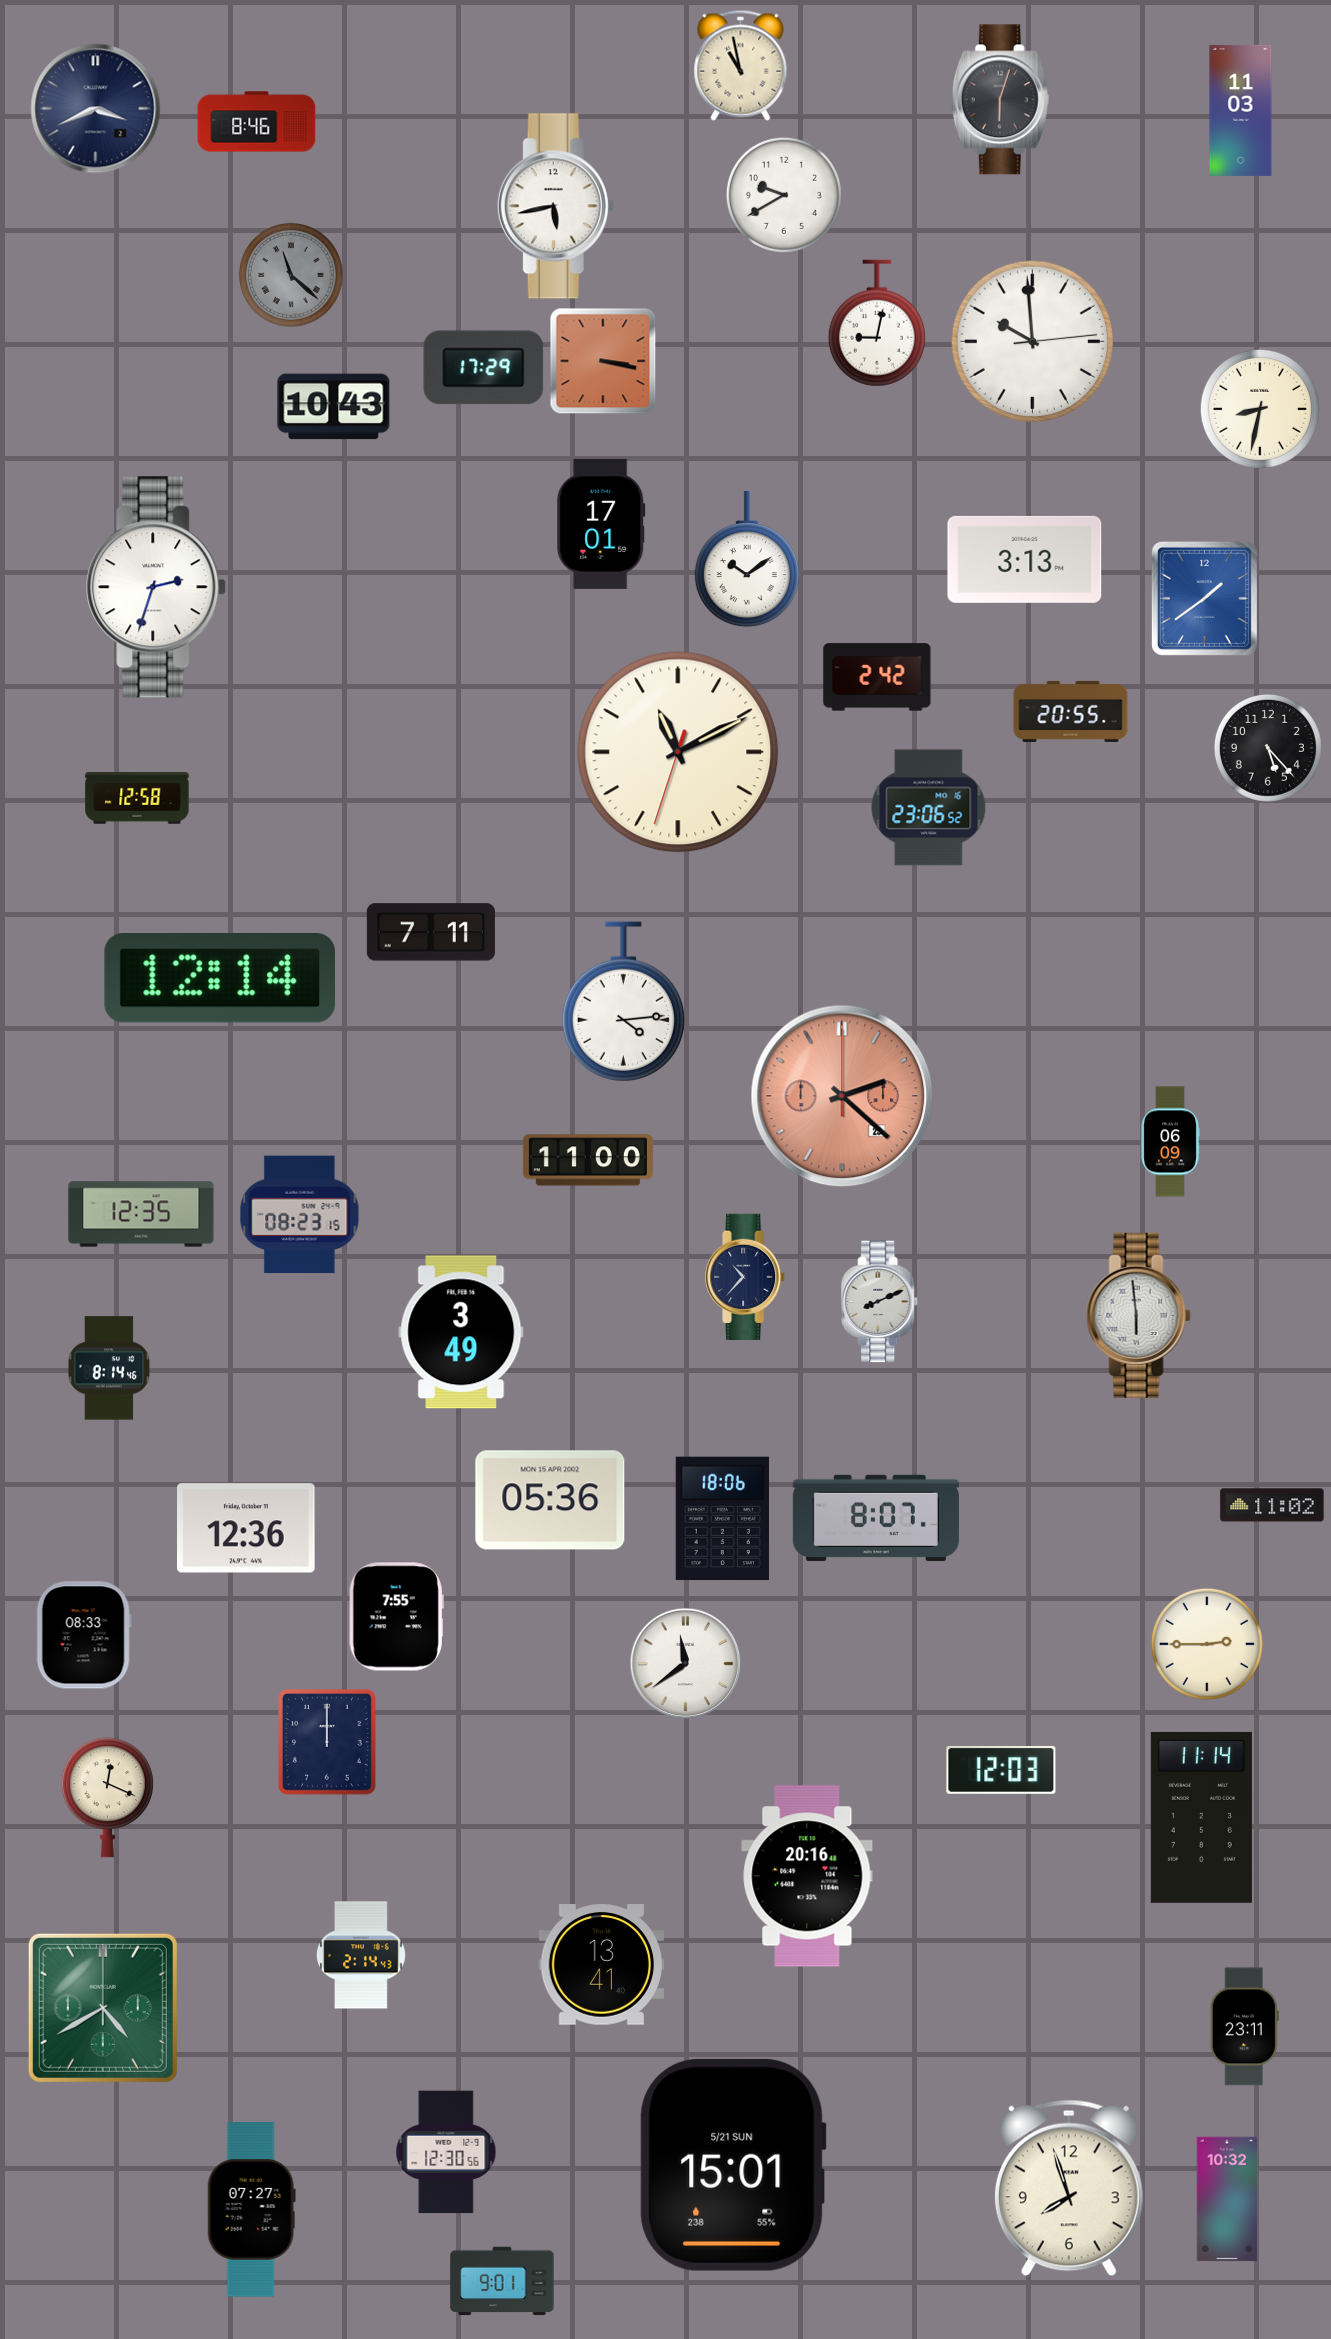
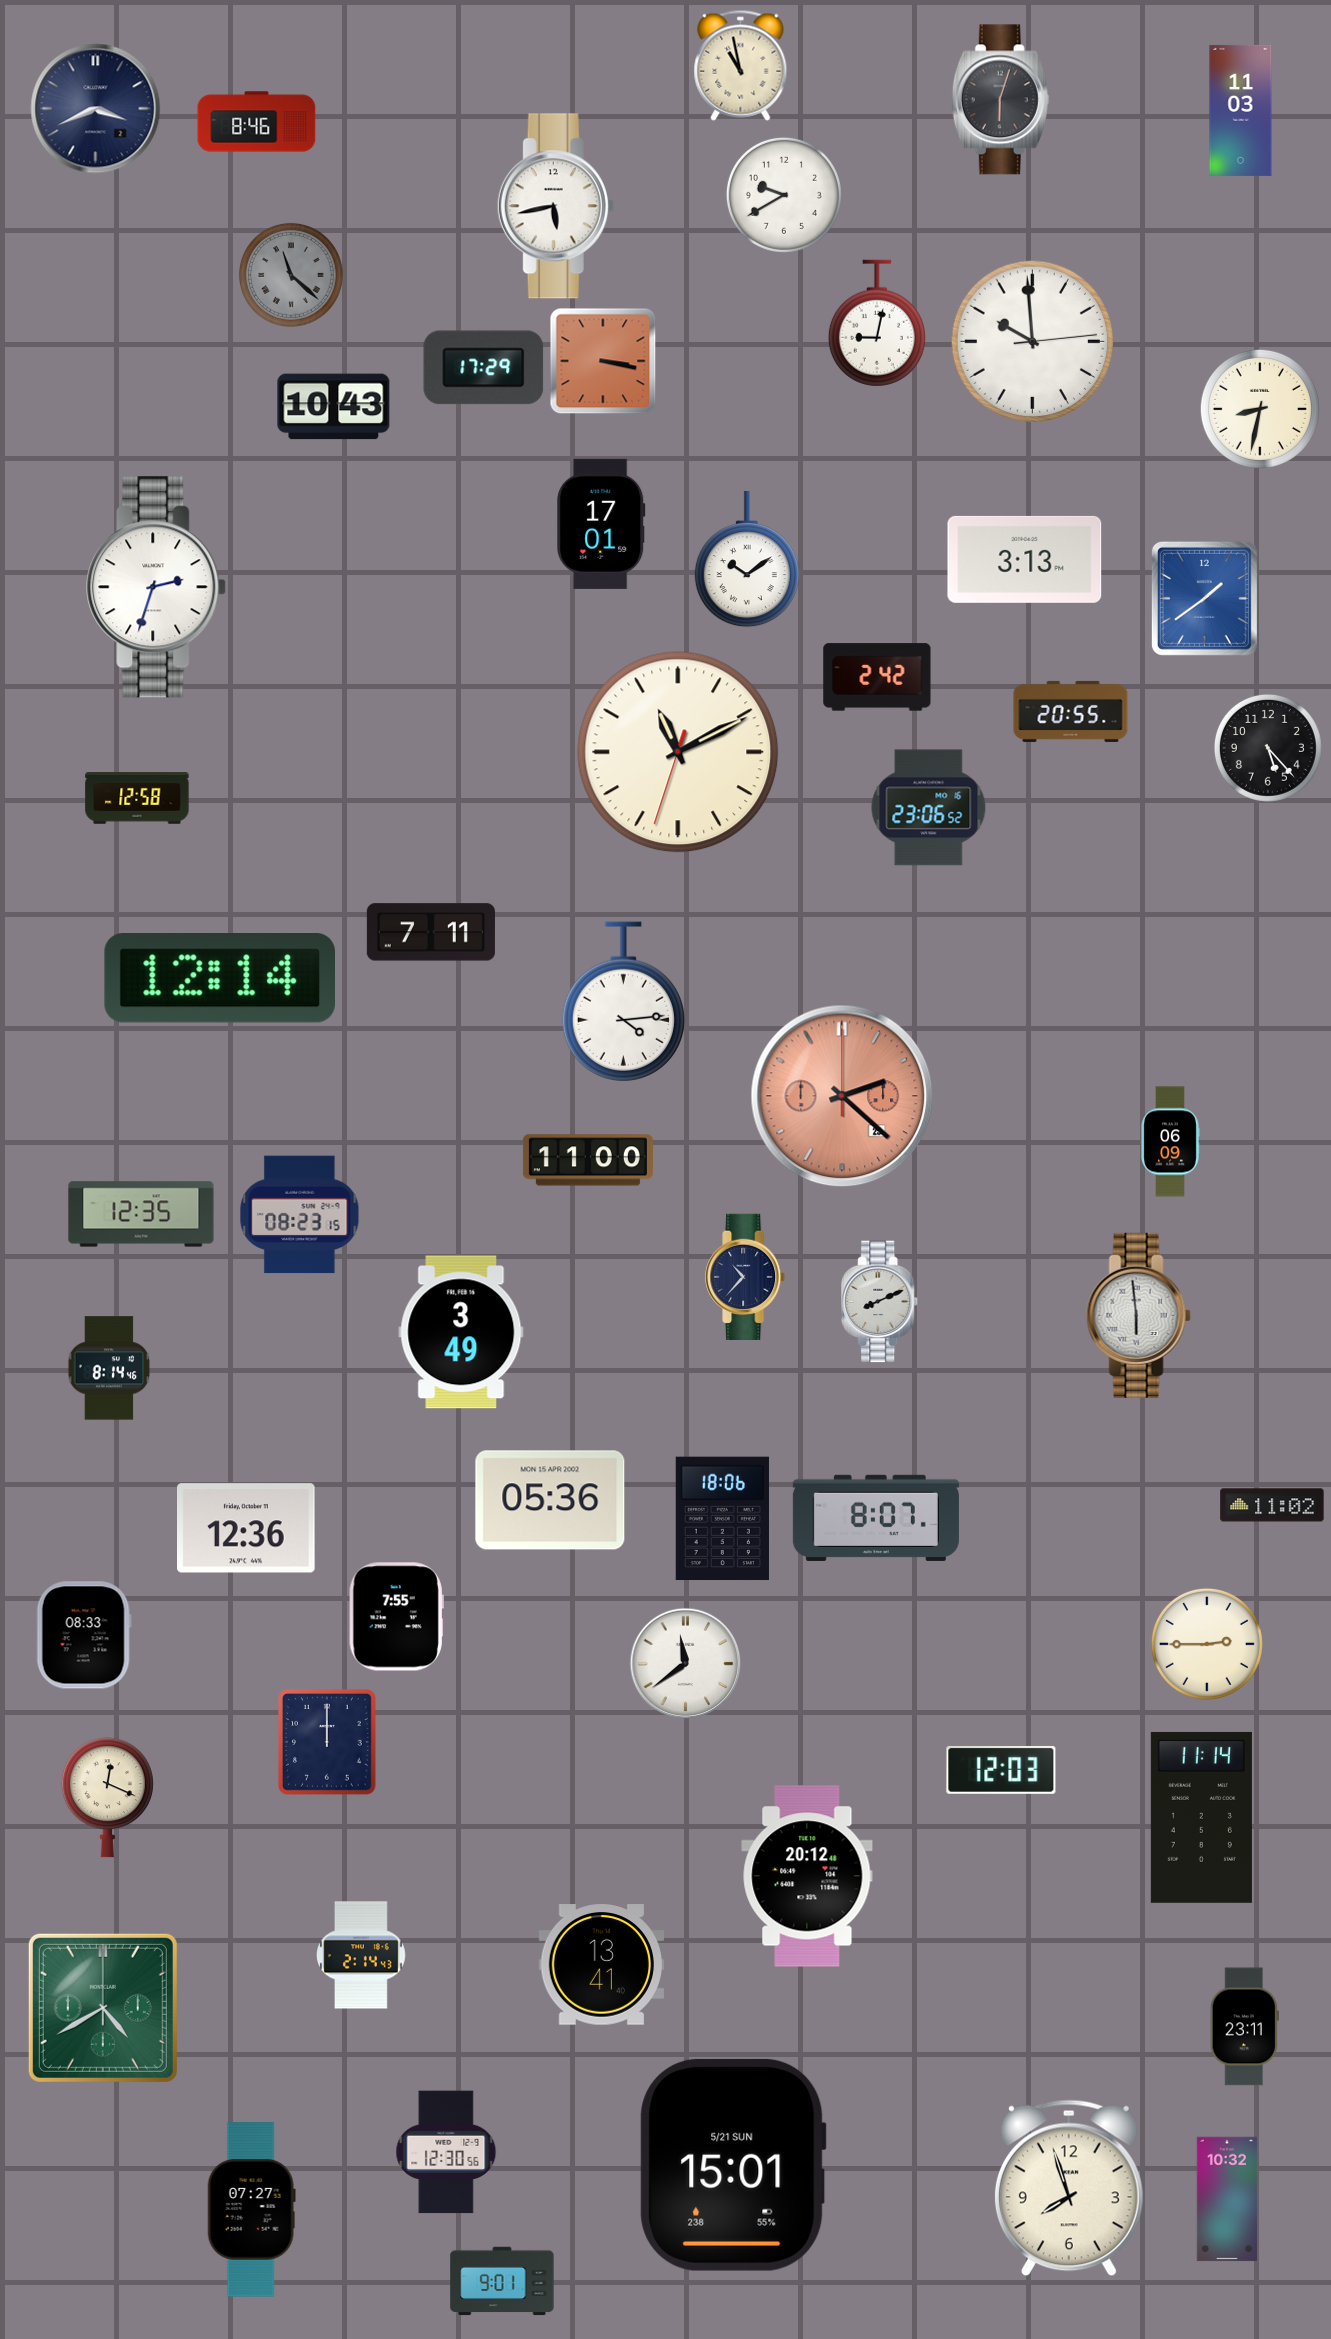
clock at (807, 1876): 20:16 -> 20:12
